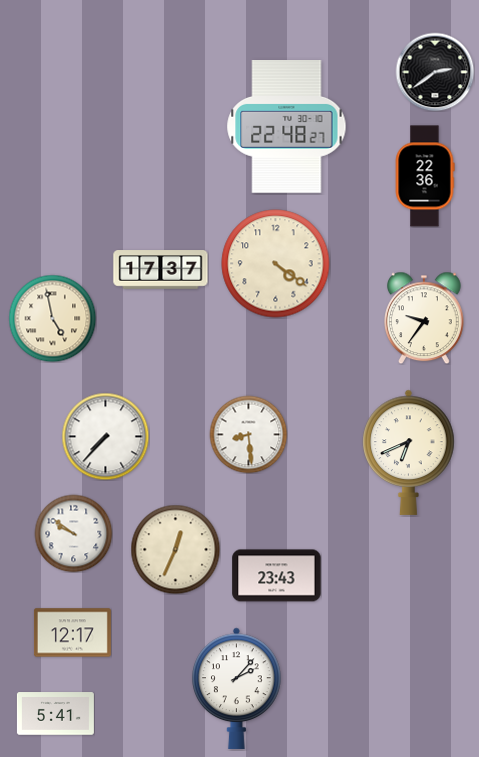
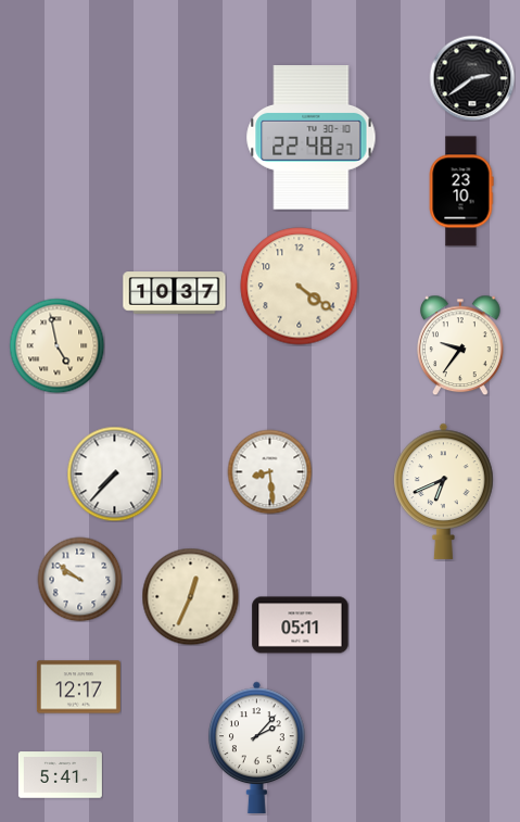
clock at (425, 176): 22:36 -> 23:10
clock at (161, 270): 17:37 -> 10:37
clock at (277, 576): 23:43 -> 05:11
